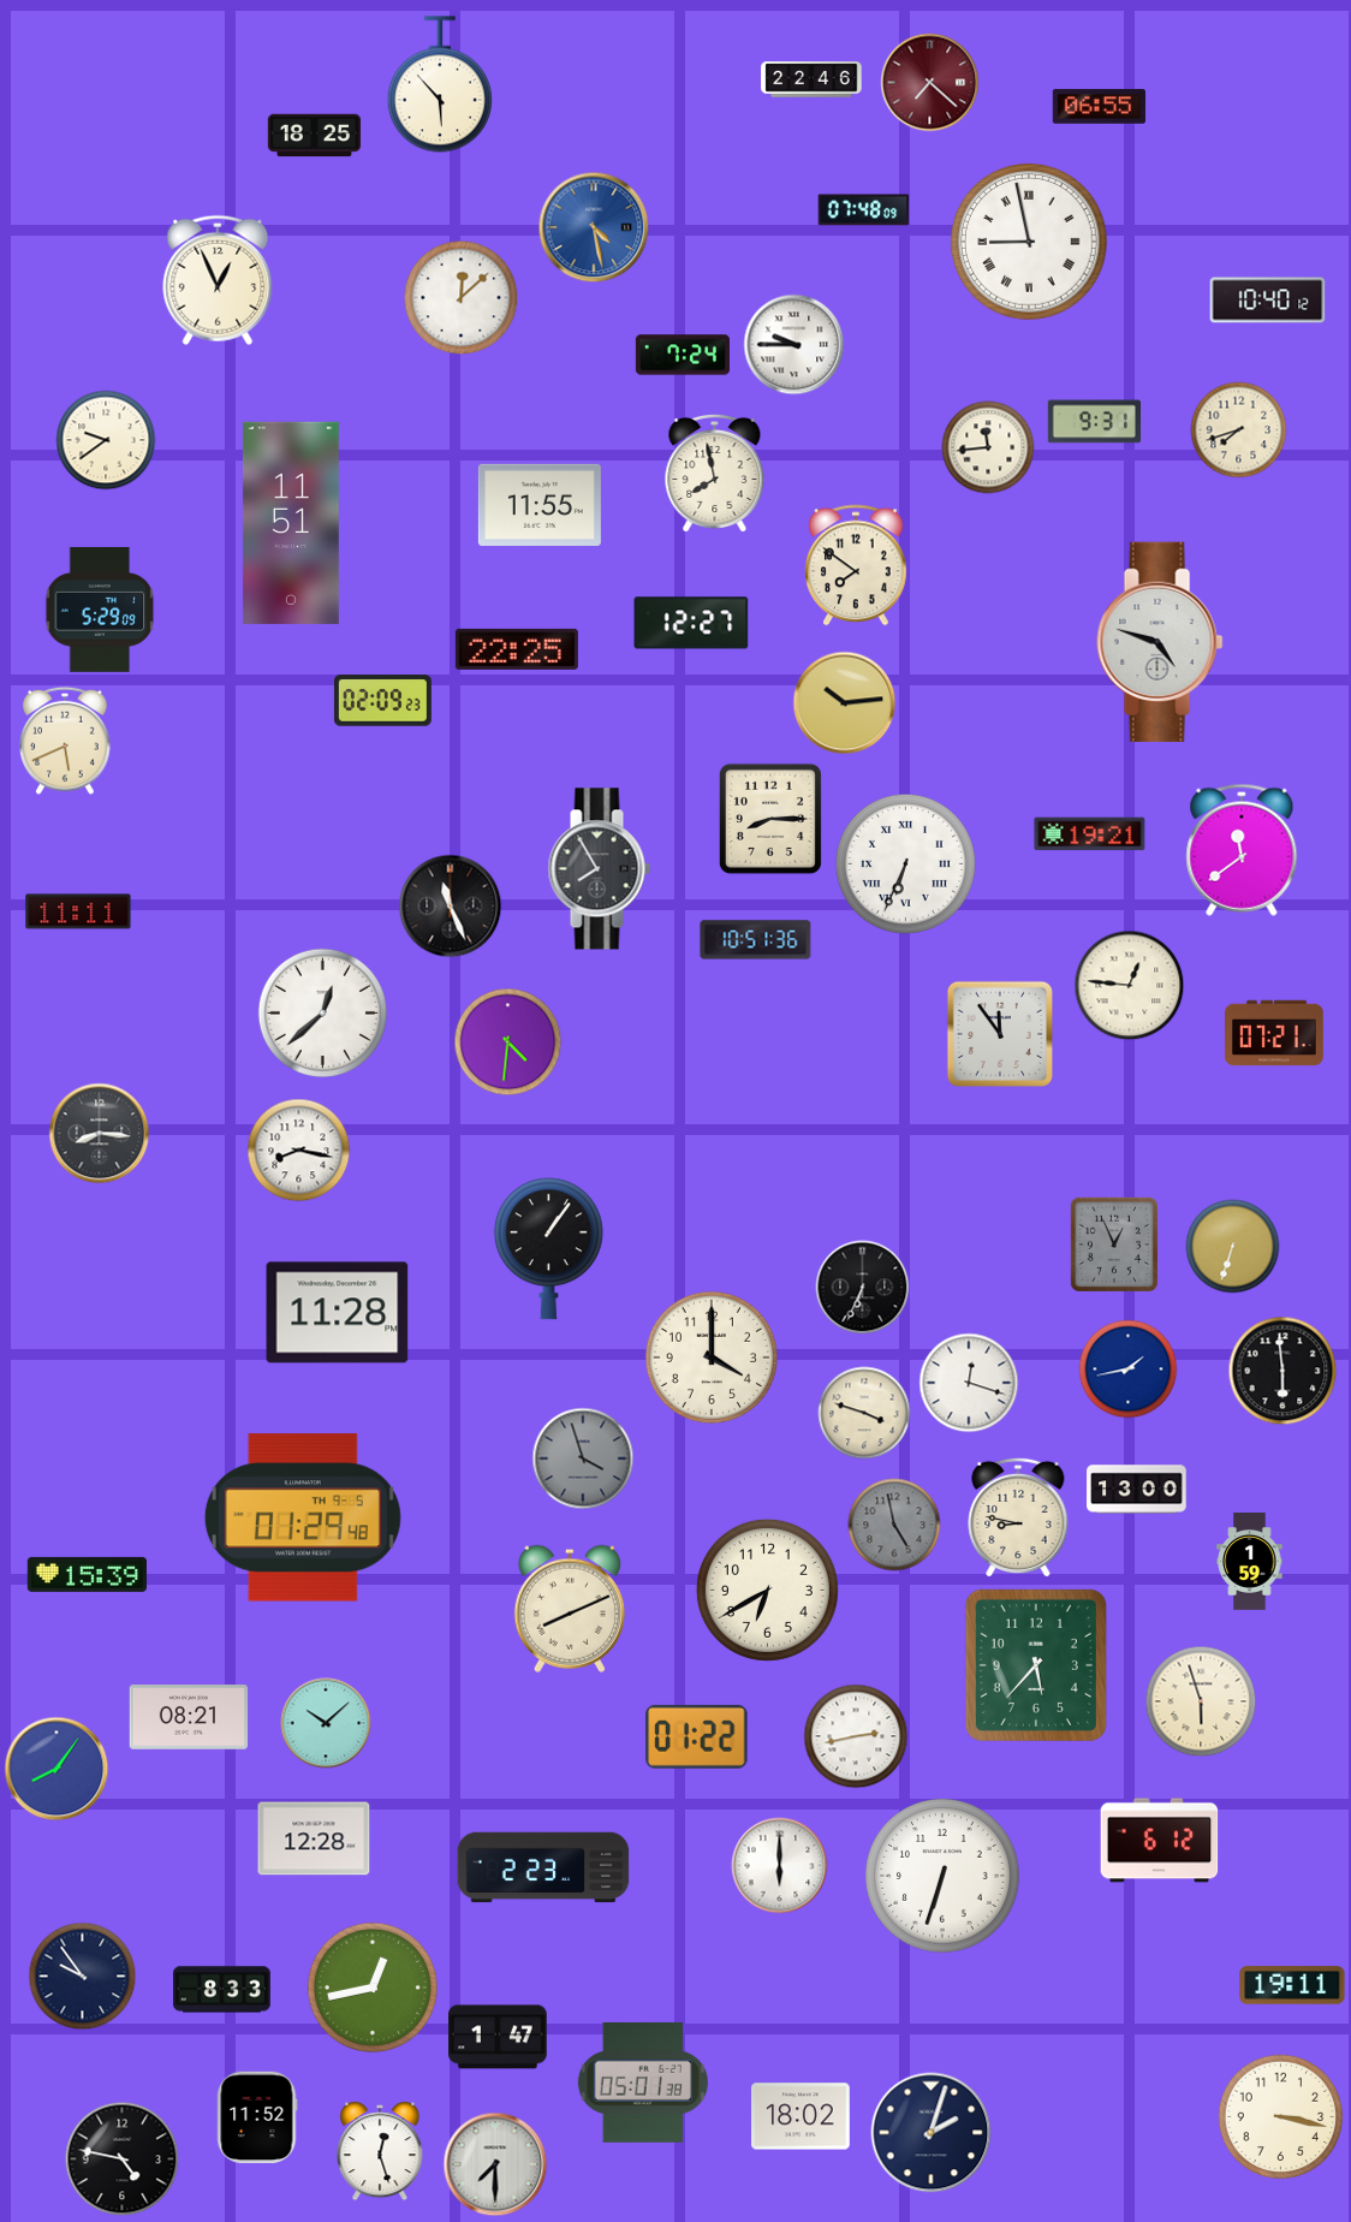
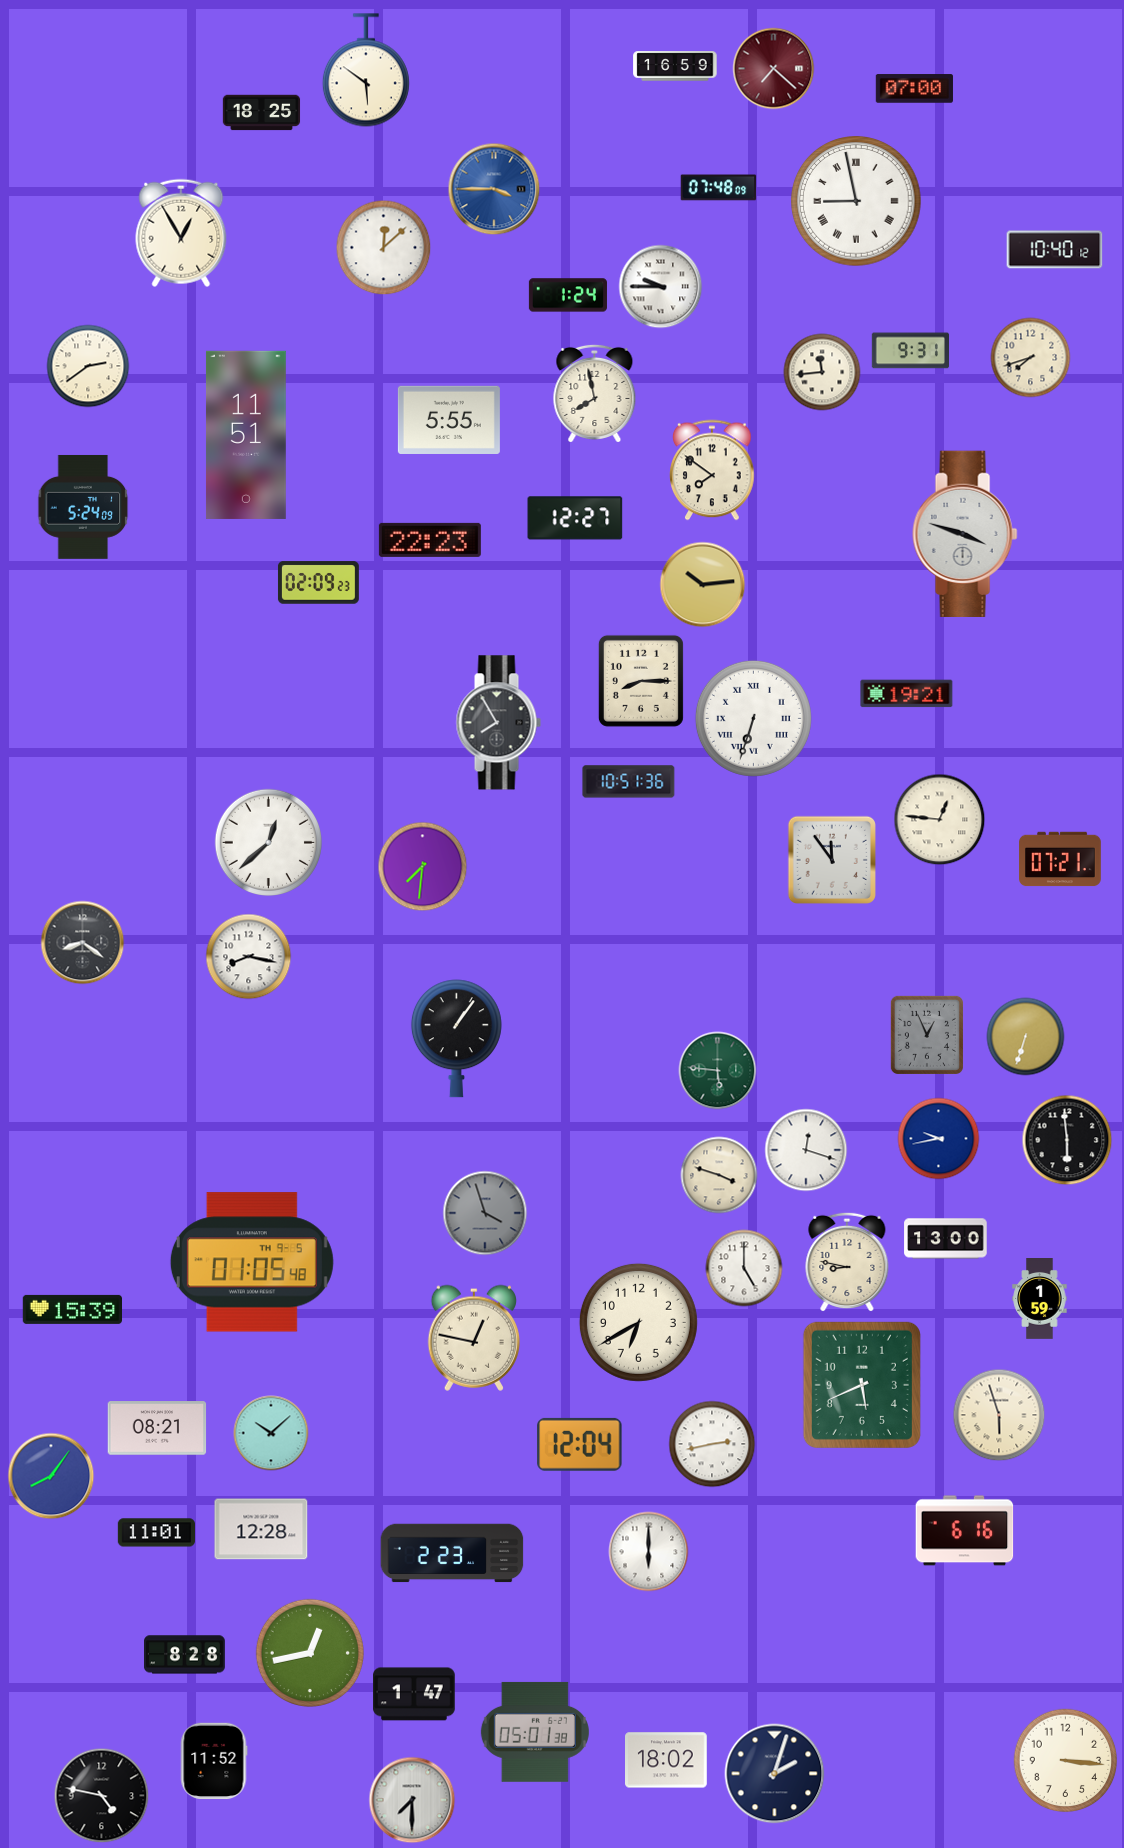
clock at (811, 79): 22:46 -> 16:59
clock at (440, 84): 5:53 -> 5:51
clock at (1099, 107): 06:55 -> 07:00
clock at (864, 210) position: (864, 210) -> (719, 188)
clock at (594, 227): 4:28 -> 3:45
clock at (218, 280): 12:56 -> 12:55
clock at (683, 355): 7:24 -> 1:24
clock at (106, 440): 9:39 -> 2:39
clock at (540, 505): 11:55 -> 5:55
clock at (291, 523) position: (291, 523) -> (246, 435)
clock at (100, 610): 5:29 -> 5:24
clock at (1160, 641): 4:48 -> 3:48
clock at (517, 649): 22:25 -> 22:23
clock at (65, 741): 5:41 -> none
clock at (1242, 850): 11:39 -> none
clock at (905, 863): 6:34 -> 6:33
clock at (451, 907): 11:26 -> none
clock at (78, 911): 11:11 -> none
clock at (508, 1042): 4:31 -> 7:31
clock at (100, 1134): 8:16 -> 8:21
clock at (863, 1288): 6:34 -> 5:46
clock at (863, 1288) dial: black -> green
clock at (338, 1313): 11:28 -> none
clock at (712, 1357): 4:00 -> none
clock at (1129, 1370): 1:43 -> 9:43
clock at (303, 1517): 01:29 -> 01:05
clock at (894, 1525): 4:58 -> 5:00
clock at (894, 1525) dial: grey -> white
clock at (569, 1609): 8:11 -> 12:47
clock at (1036, 1665): 5:37 -> 5:41
clock at (697, 1736): 01:22 -> 12:04
clock at (56, 1769) position: (56, 1769) -> (51, 1476)
clock at (1160, 1841): 6:12 -> 6:16
clock at (156, 1533): none -> 11:01
clock at (942, 1876): 6:33 -> none
clock at (83, 1977): 9:54 -> none
clock at (1292, 1985): 19:11 -> none
clock at (222, 1990): 8:33 -> 8:28
clock at (1281, 2117): 3:17 -> 3:16
clock at (380, 2151): 12:27 -> none
